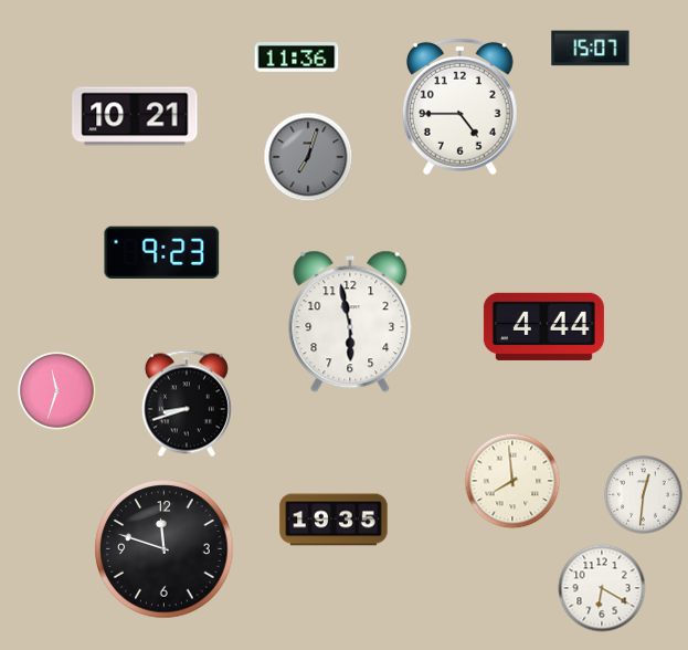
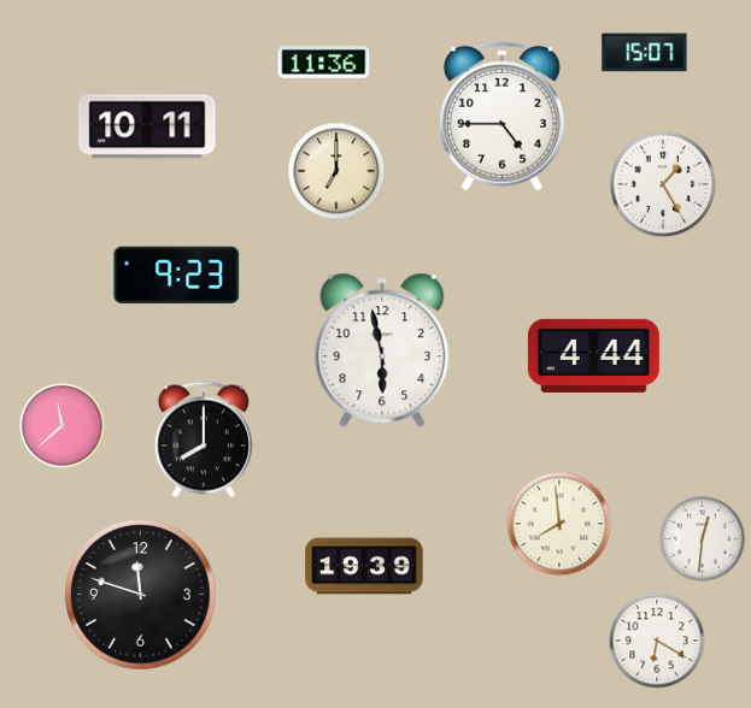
clock at (135, 116): 10:21 -> 10:11
clock at (308, 157): 7:03 -> 7:00
clock at (308, 157) dial: grey -> cream
clock at (663, 184): none -> 1:25
clock at (57, 391): 11:33 -> 11:38
clock at (187, 403): 8:42 -> 8:00
clock at (334, 520): 19:35 -> 19:39
clock at (165, 549) position: (165, 549) -> (141, 595)
